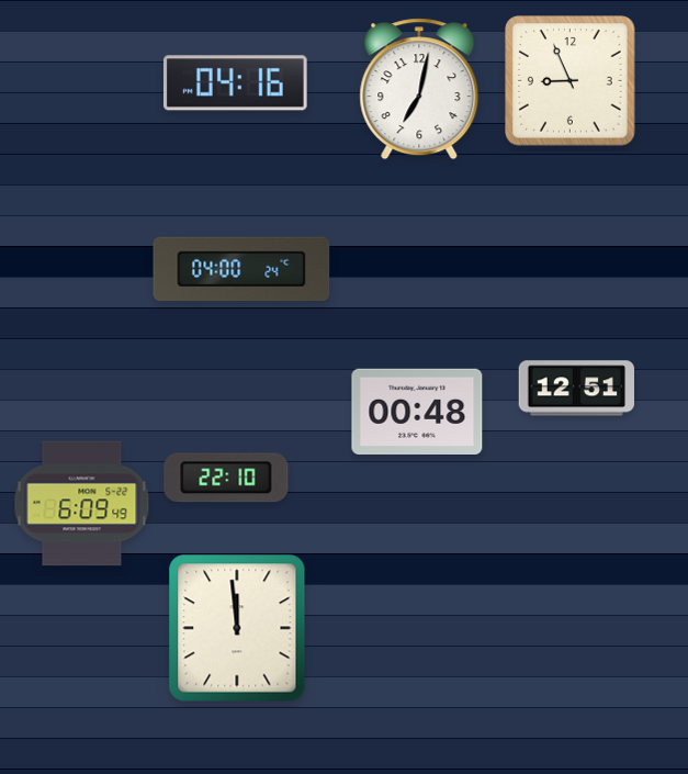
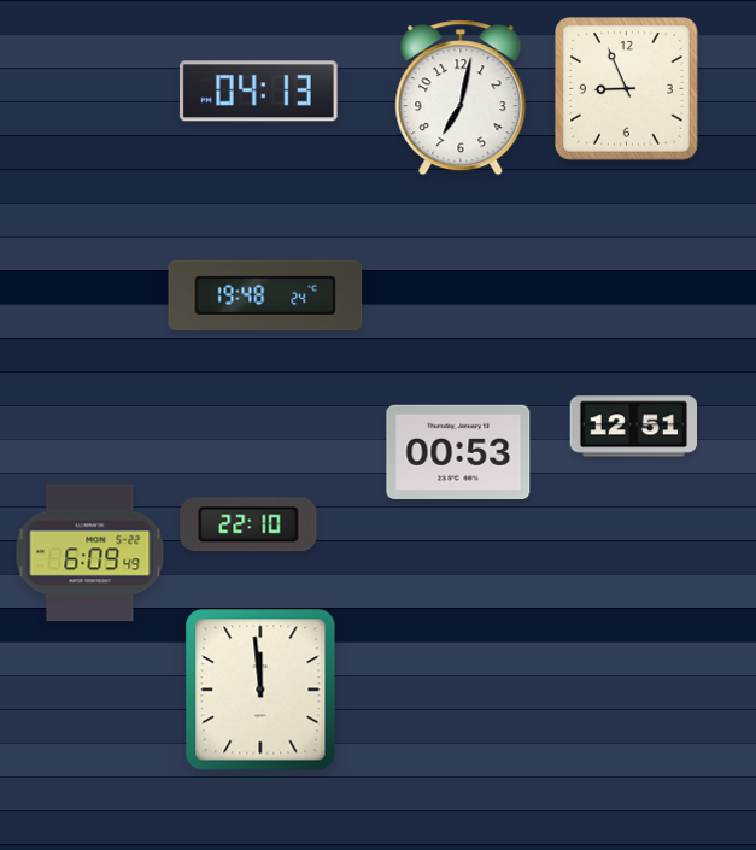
clock at (235, 83): 04:16 -> 04:13
clock at (241, 269): 04:00 -> 19:48
clock at (417, 411): 00:48 -> 00:53
